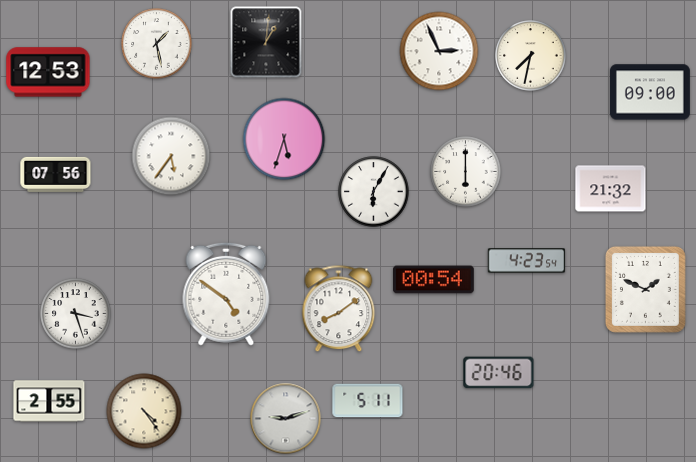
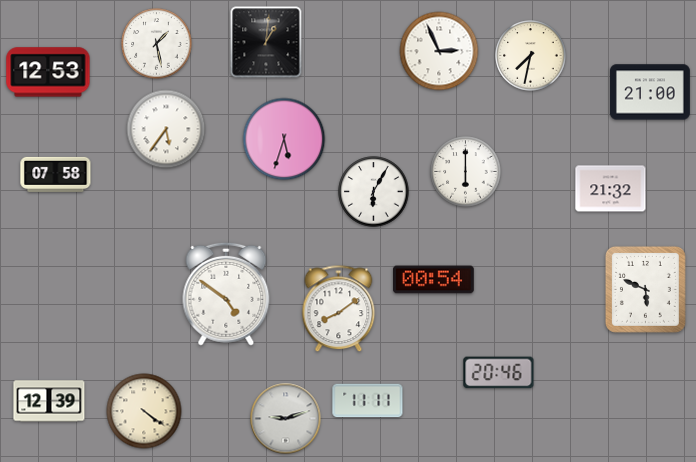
clock at (650, 92): 09:00 -> 21:00
clock at (171, 156) position: (171, 156) -> (166, 129)
clock at (56, 174): 07:56 -> 07:58
clock at (527, 261): 4:23 -> none
clock at (645, 289): 1:49 -> 5:49
clock at (76, 314): 3:27 -> none
clock at (49, 401): 2:55 -> 12:39
clock at (368, 401): 5:11 -> 11:11
clock at (144, 411): 4:24 -> 4:21
